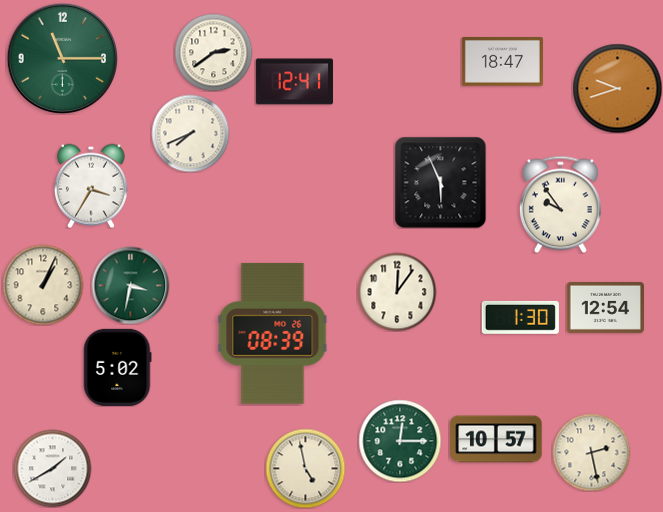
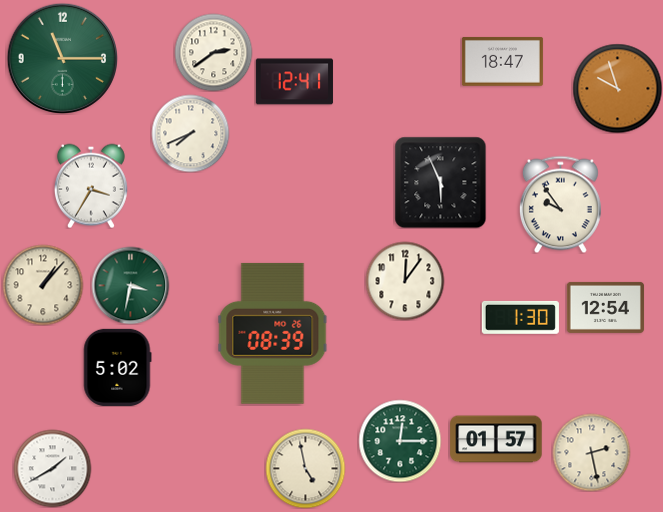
clock at (617, 88): 9:42 -> 9:57
clock at (43, 285): 1:04 -> 1:07
clock at (397, 292) position: (397, 292) -> (405, 281)
clock at (496, 439): 10:57 -> 01:57
